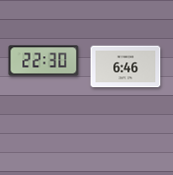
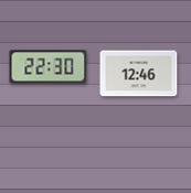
clock at (126, 67): 6:46 -> 12:46
